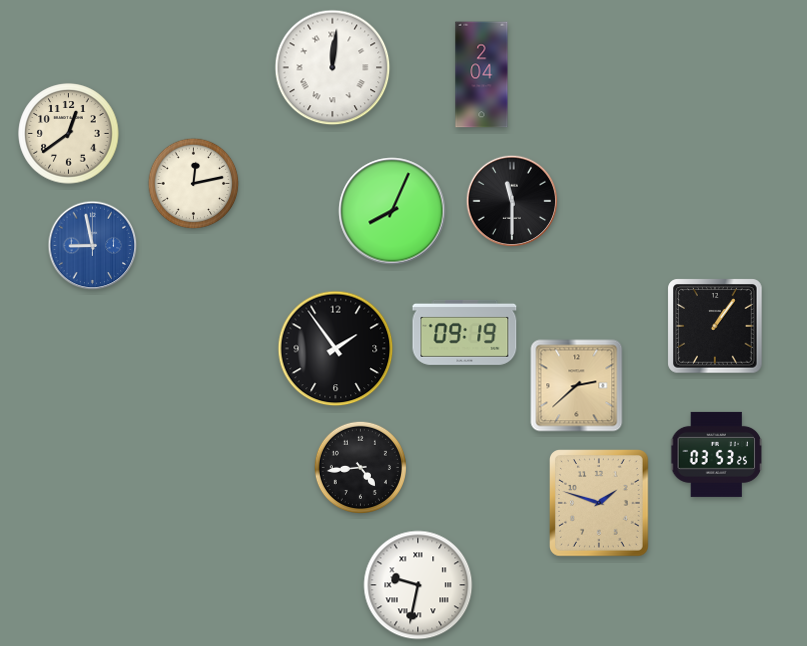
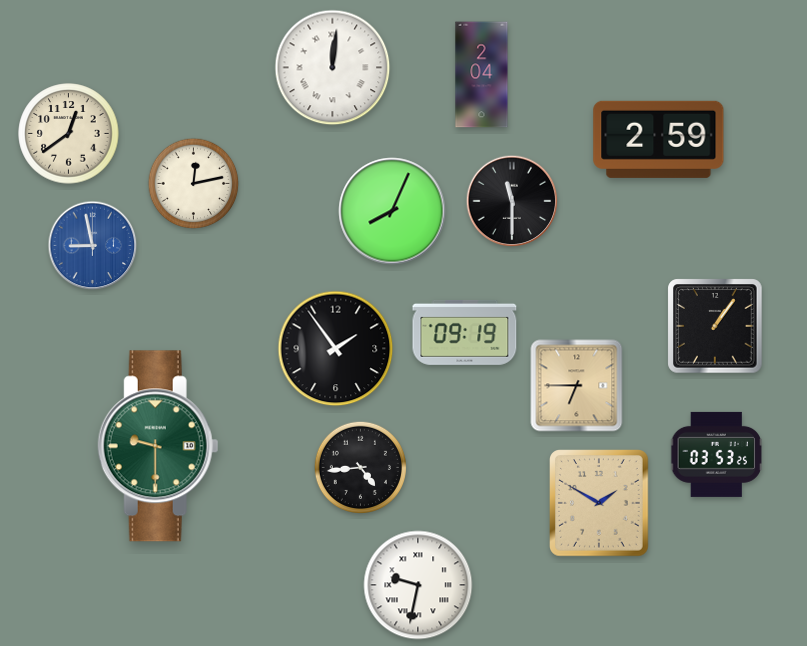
clock at (659, 139): none -> 2:59
clock at (577, 386): 2:38 -> 6:45
clock at (158, 446): none -> 9:30
clock at (599, 503): 1:48 -> 1:50
